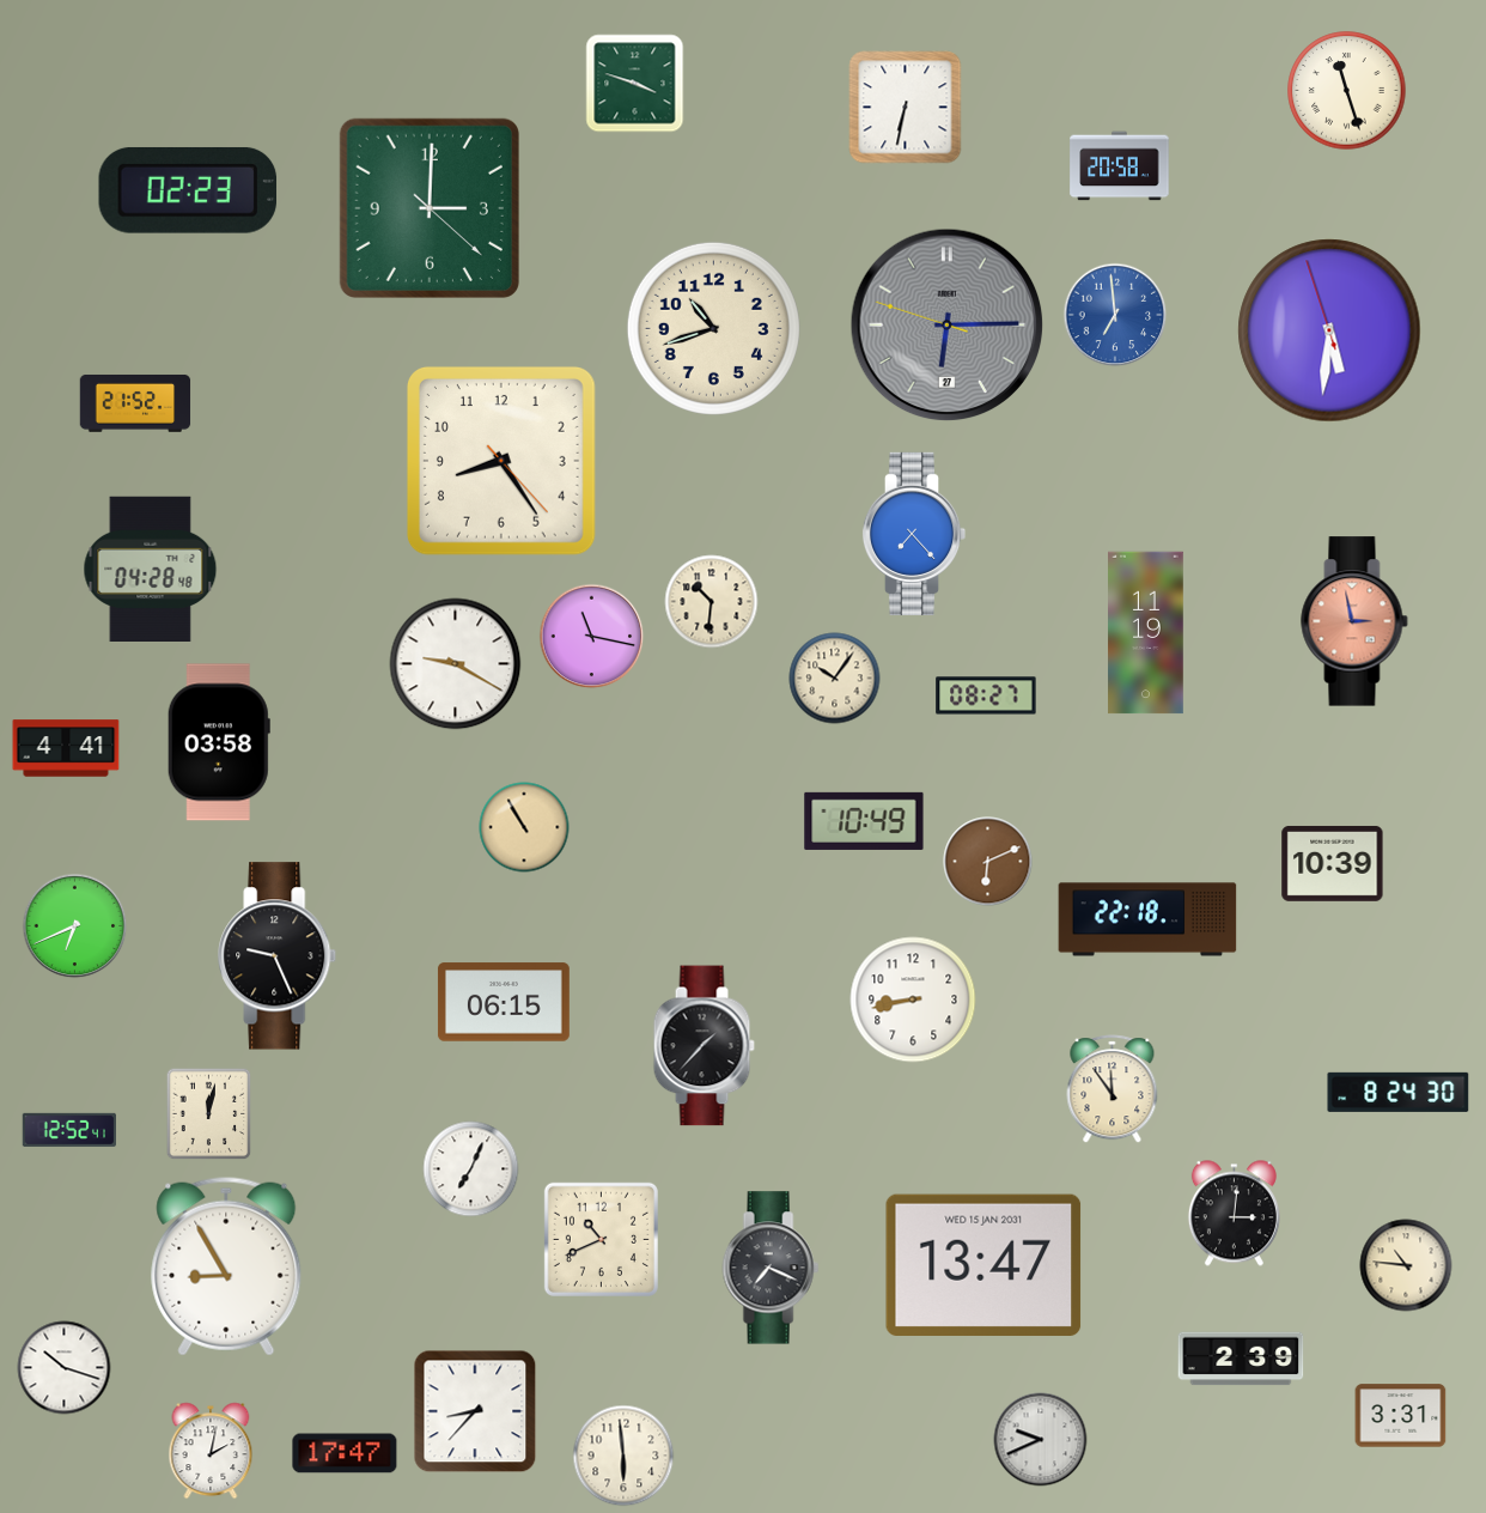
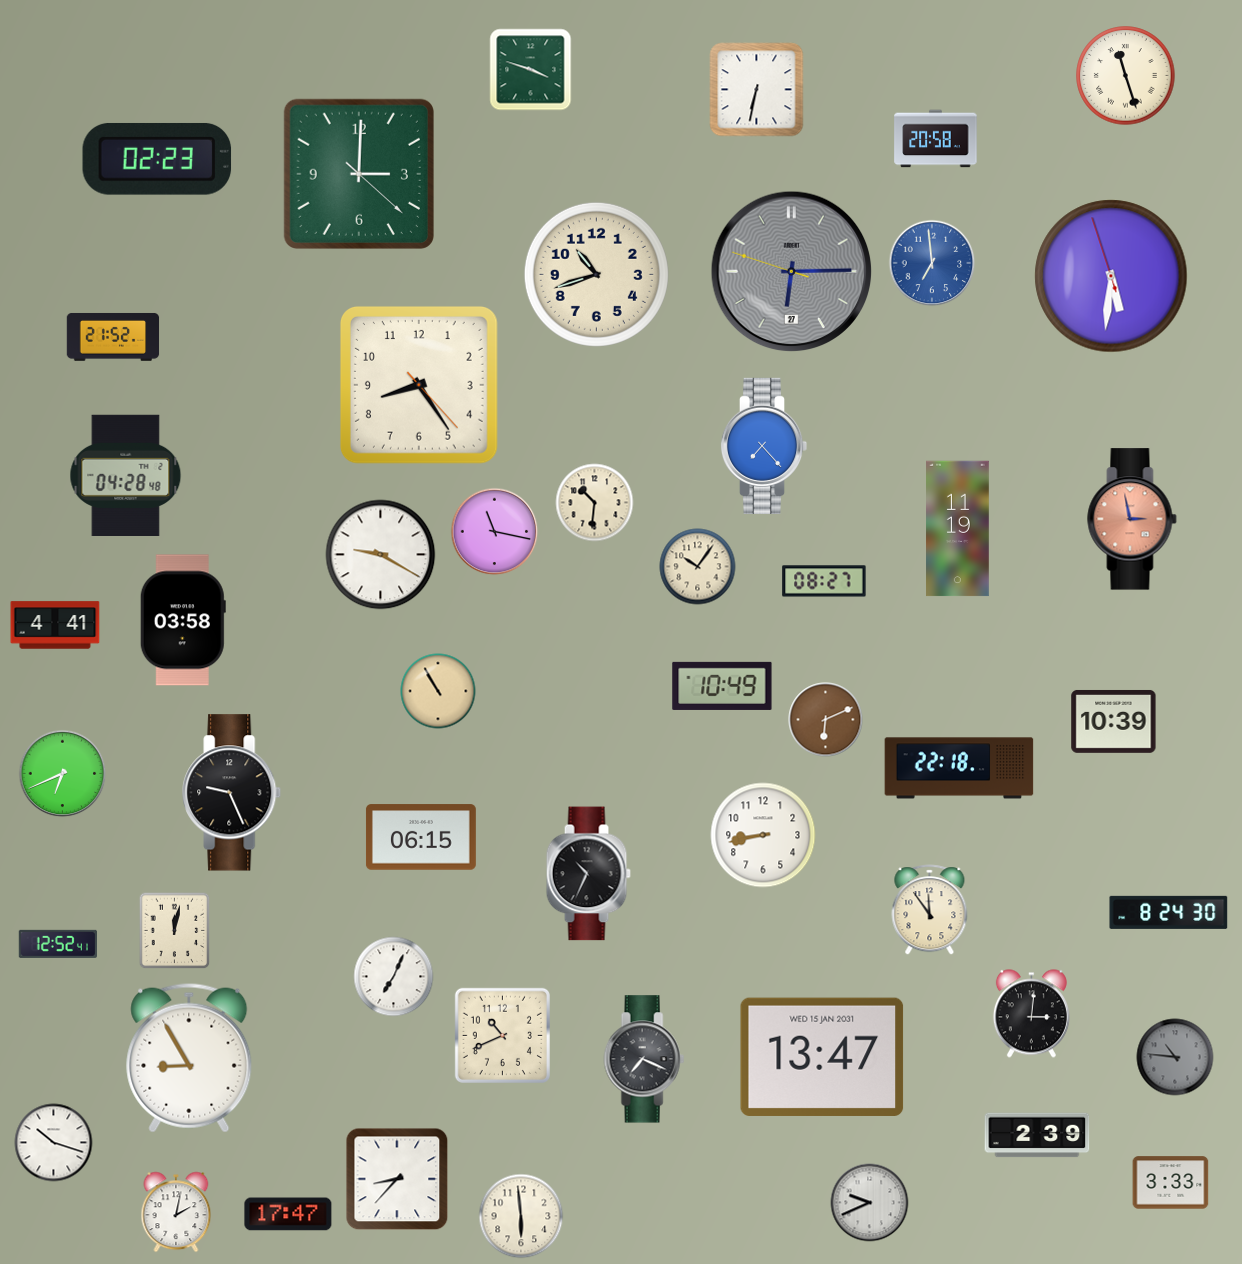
clock at (278, 956) position: (278, 956) -> (232, 793)
clock at (704, 1046): 1:37 -> 10:34
clock at (1406, 1265) dial: cream -> grey
clock at (1401, 1416): 3:31 -> 3:33
